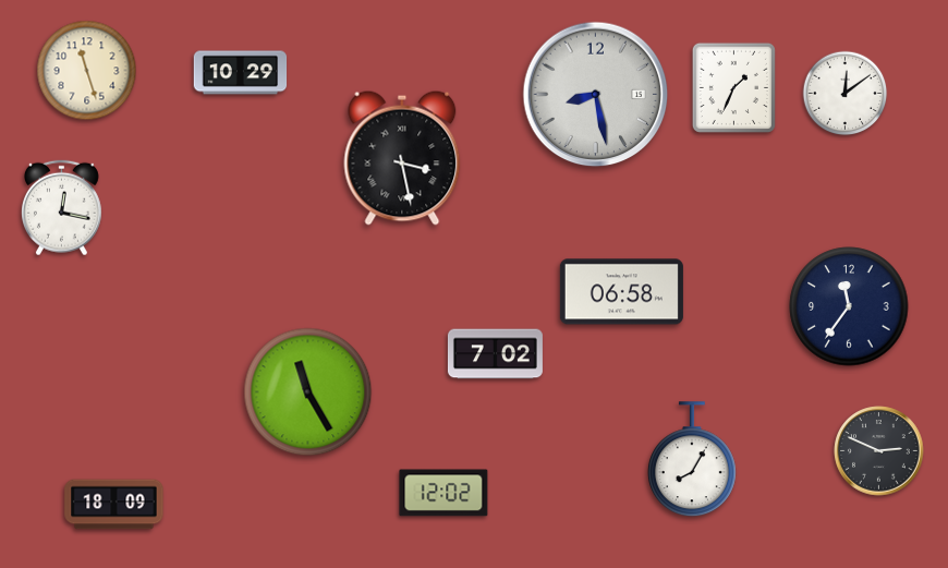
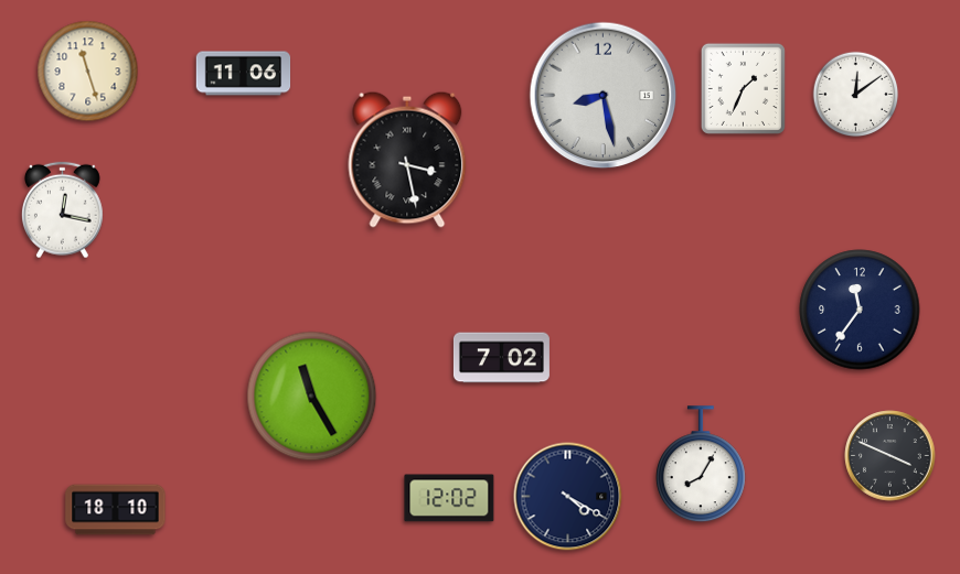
clock at (241, 73): 10:29 -> 11:06
clock at (621, 292): 06:58 -> none
clock at (879, 451): 2:49 -> 3:49
clock at (568, 497): none -> 4:20
clock at (114, 505): 18:09 -> 18:10
